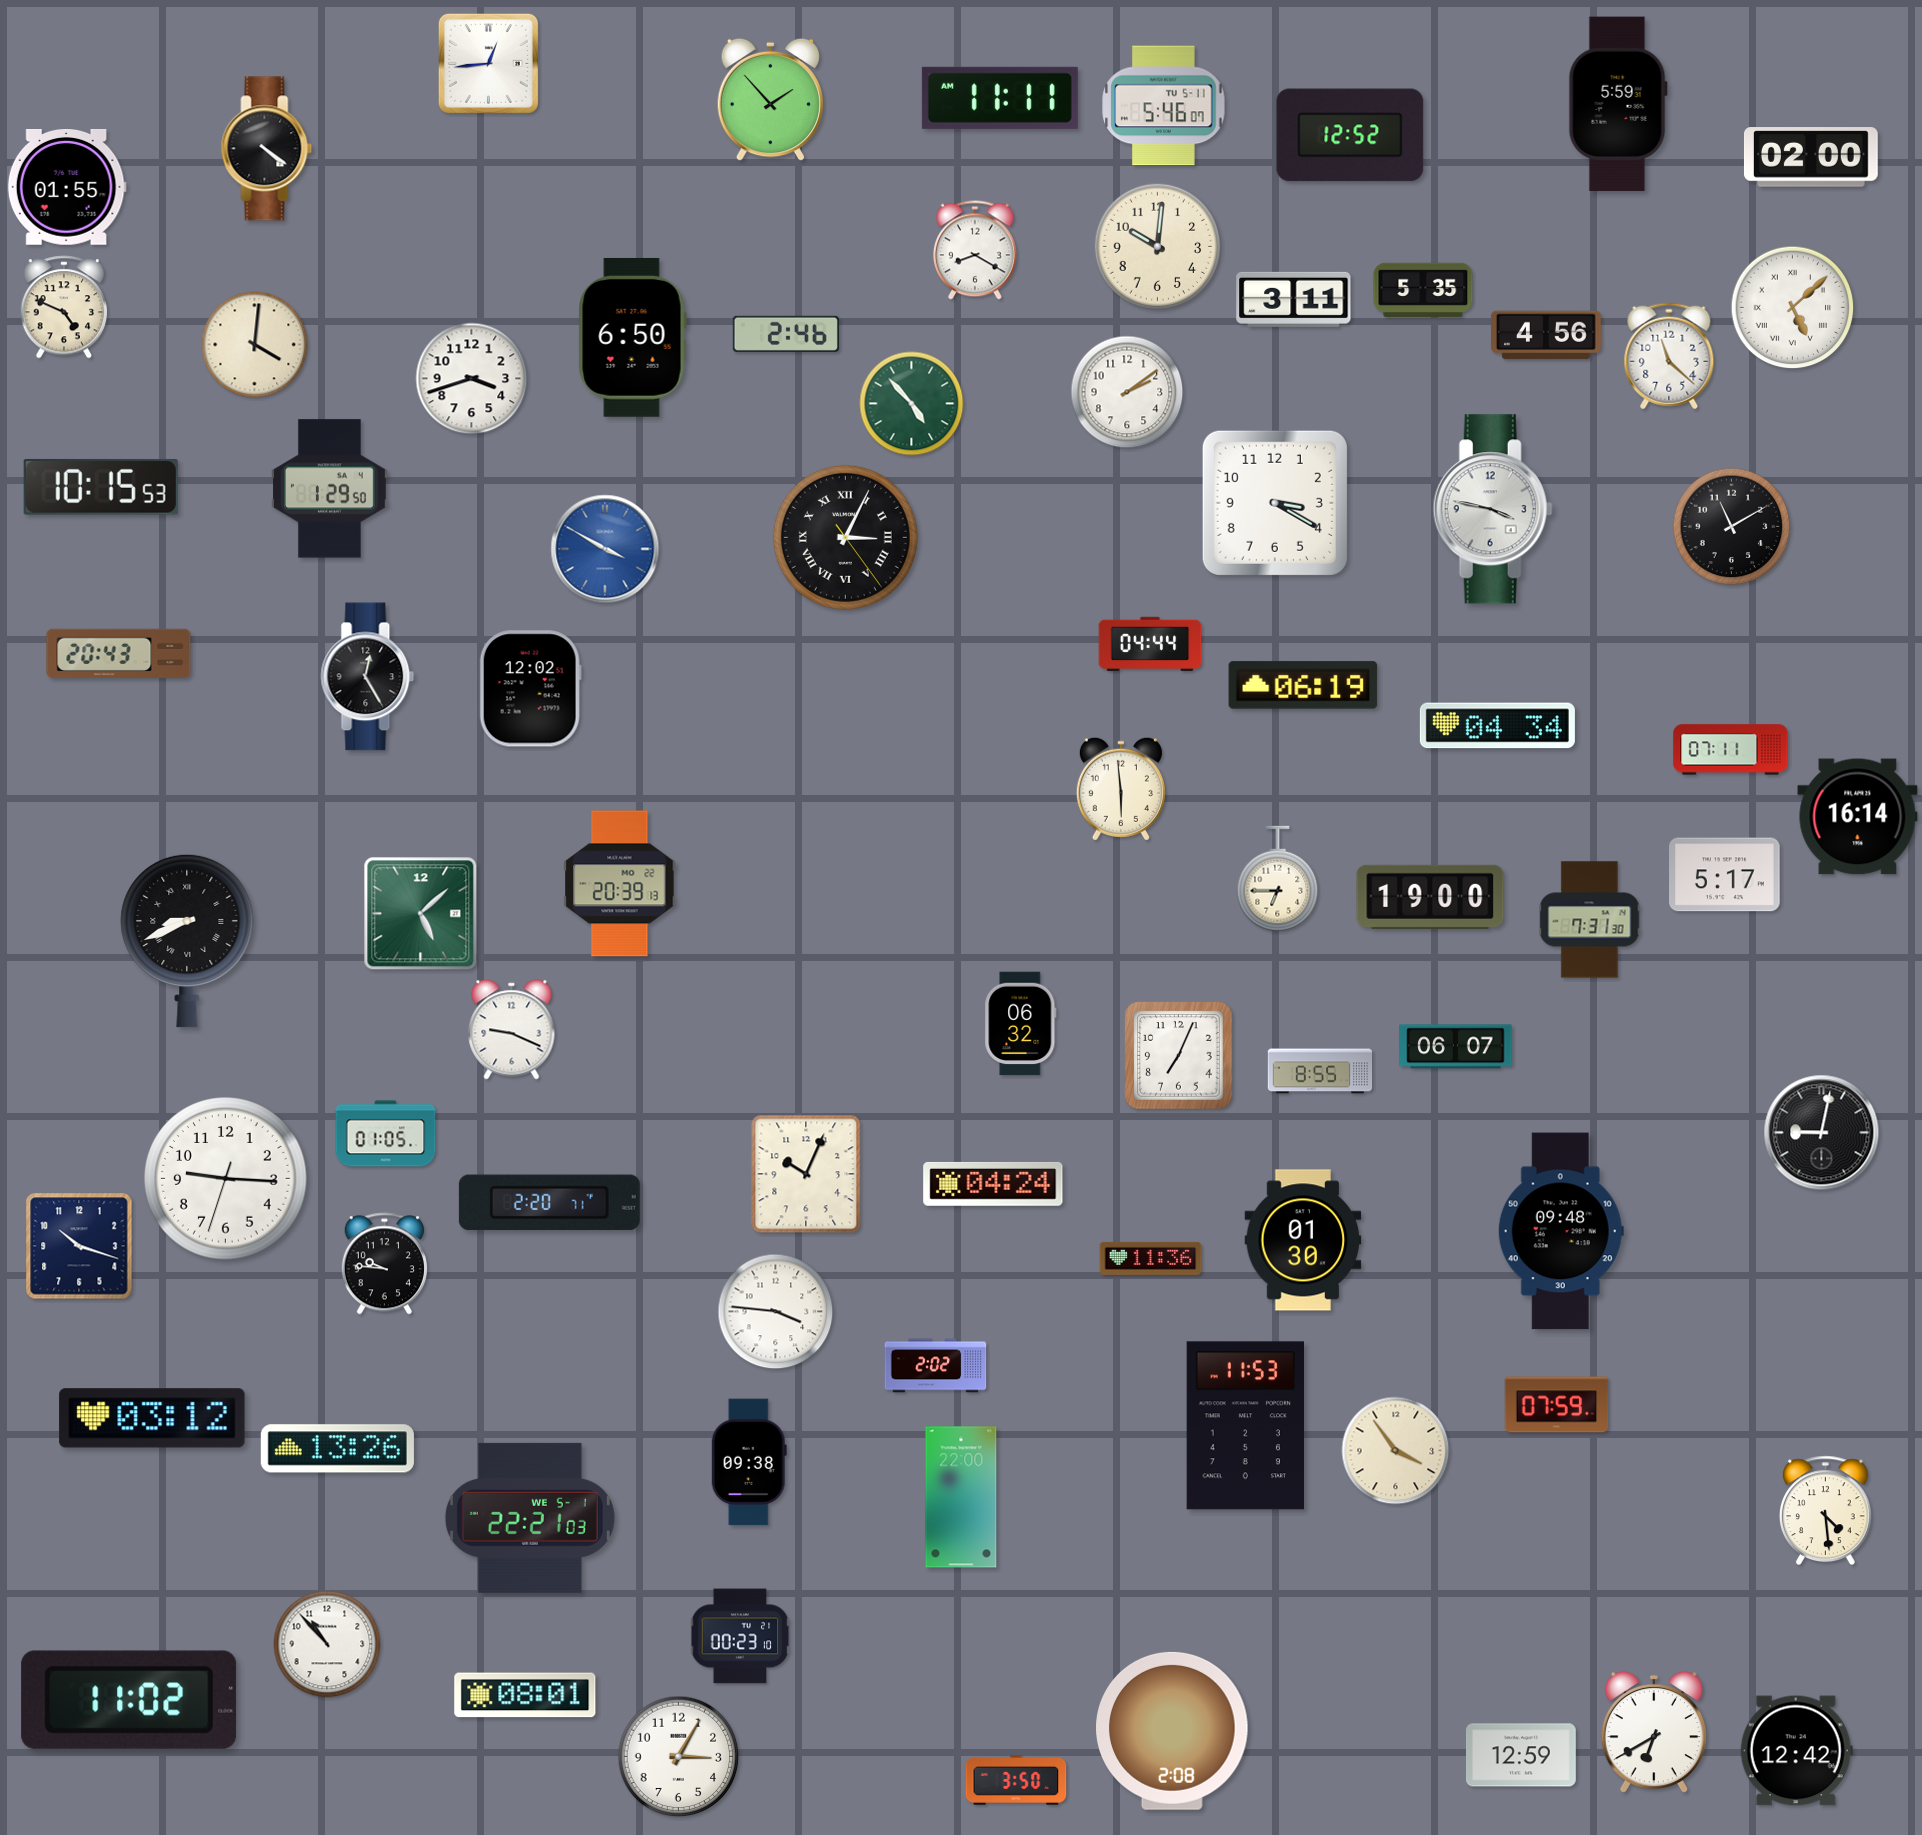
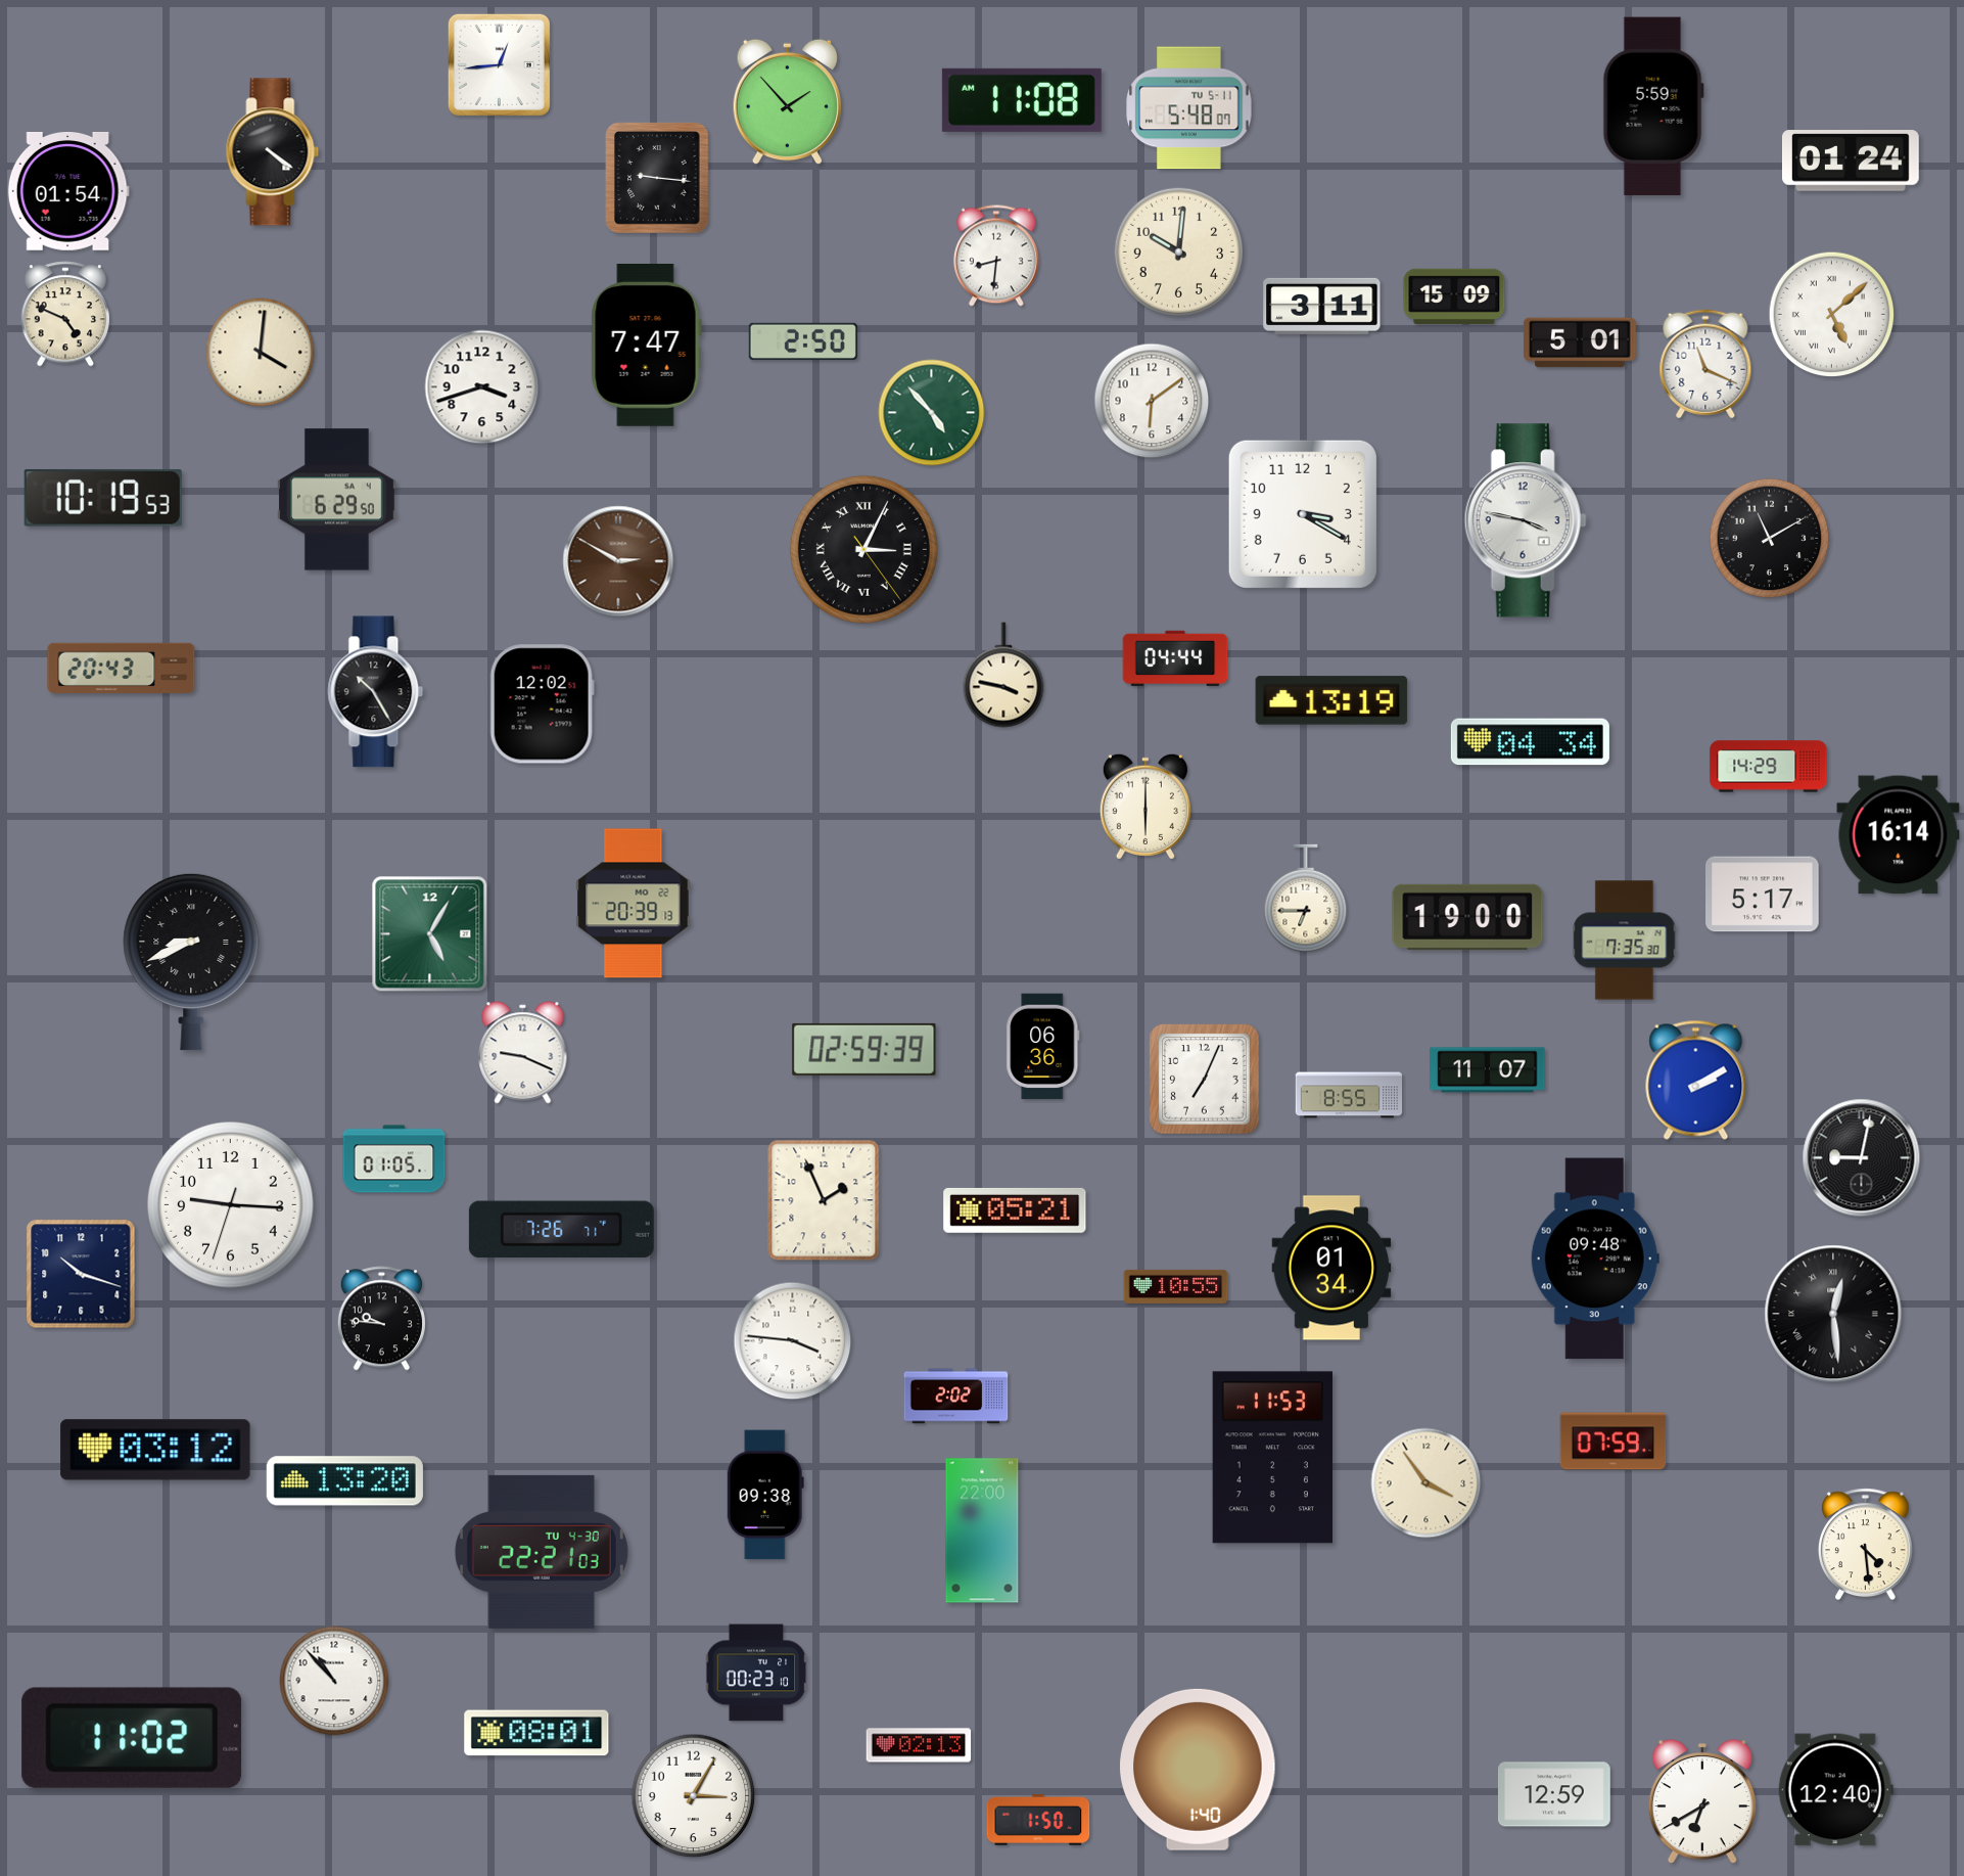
clock at (1000, 98): 11:11 -> 11:08
clock at (1164, 106): 5:46 -> 5:48
clock at (1350, 135): 12:52 -> none
clock at (1811, 157): 02:00 -> 01:24
clock at (657, 178): none -> 9:16
clock at (67, 188): 01:55 -> 01:54
clock at (1157, 246) position: (1157, 246) -> (1178, 251)
clock at (975, 250): 8:20 -> 8:31
clock at (1423, 290): 5:35 -> 15:09
clock at (786, 334): 2:46 -> 2:50
clock at (1546, 335): 4:56 -> 5:01
clock at (632, 337): 6:50 -> 7:47
clock at (1669, 356): 11:22 -> 11:19
clock at (1127, 392): 2:09 -> 6:09
clock at (101, 487): 10:15 -> 10:19
clock at (330, 489): 1:29 -> 6:29
clock at (605, 549): 3:50 -> 2:50
clock at (605, 549) dial: blue -> brown
clock at (1003, 675): none -> 3:47
clock at (368, 677): 12:25 -> 10:25
clock at (1303, 685): 06:19 -> 13:19
clock at (1731, 750): 07:11 -> 14:29
clock at (1121, 789): 5:59 -> 6:00
clock at (1430, 897) position: (1430, 897) -> (1467, 917)
clock at (421, 914): 5:08 -> 5:05
clock at (1590, 920): 7:31 -> 7:35
clock at (1021, 1024): 06:32 -> 06:36
clock at (864, 1049): none -> 02:59
clock at (1456, 1047): 06:07 -> 11:07
clock at (1696, 1080): none -> 2:10
clock at (806, 1174): 10:04 -> 1:56
clock at (993, 1184): 04:24 -> 05:21
clock at (549, 1203): 2:20 -> 7:26
clock at (1303, 1240): 01:30 -> 01:34
clock at (1151, 1258): 11:36 -> 10:55
clock at (384, 1264) position: (384, 1264) -> (381, 1319)
clock at (1833, 1314): none -> 12:29
clock at (1557, 1405) position: (1557, 1405) -> (1614, 1442)
clock at (337, 1449): 13:26 -> 13:20
clock at (530, 1518) date: WE 5-1 -> TU 4-30
clock at (919, 1745): none -> 02:13
clock at (1172, 1731): 2:08 -> 1:40
clock at (1654, 1732) position: (1654, 1732) -> (1702, 1801)
clock at (1796, 1751): 12:42 -> 12:40
clock at (1016, 1780): 3:50 -> 1:50
